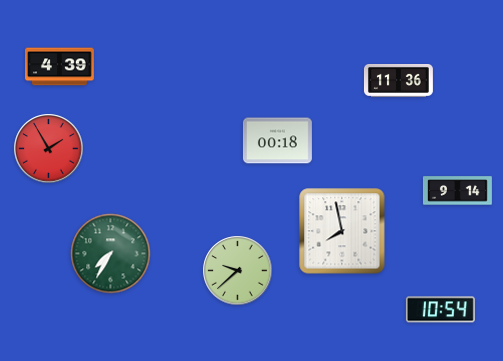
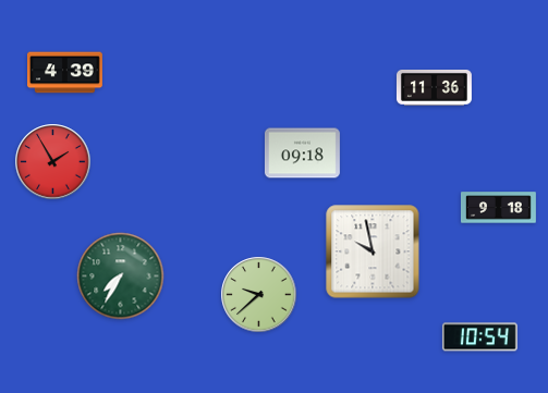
clock at (277, 141): 00:18 -> 09:18
clock at (457, 191): 9:14 -> 9:18
clock at (342, 231): 7:58 -> 9:58
